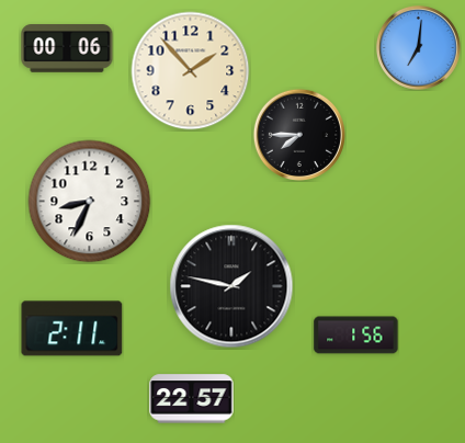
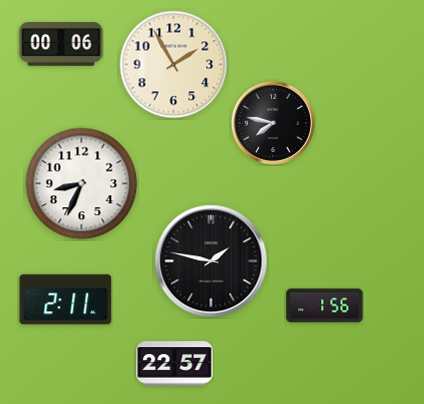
clock at (418, 47): 7:01 -> none
clock at (191, 71): 1:53 -> 1:55
clock at (299, 135): 7:45 -> 7:47
